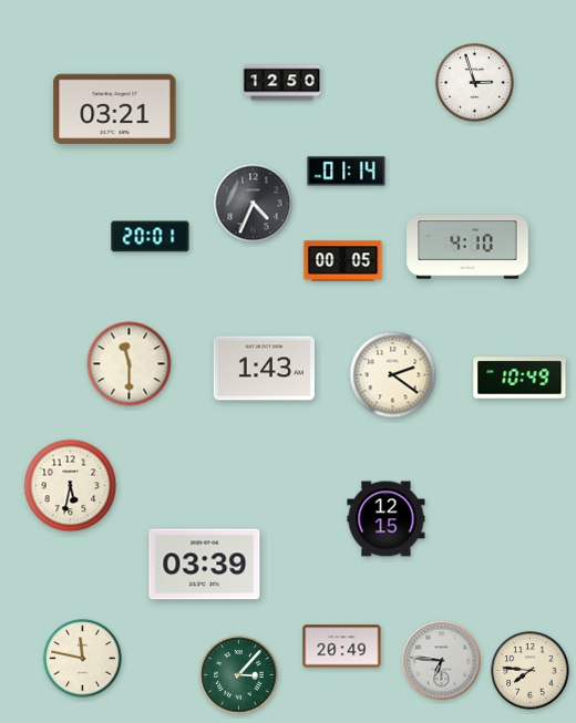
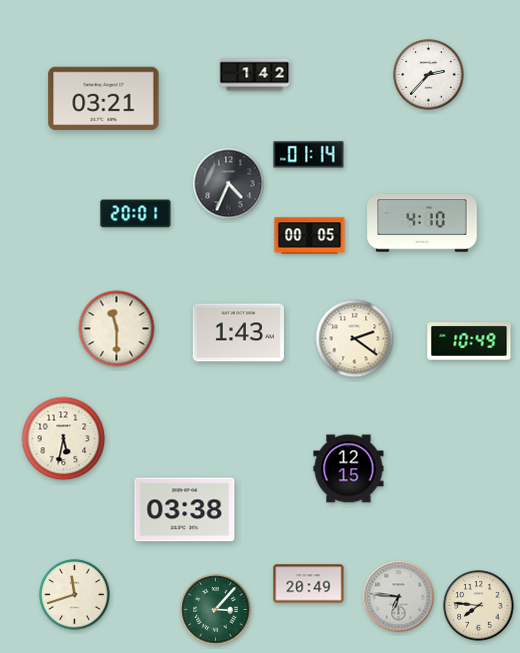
clock at (282, 83): 12:50 -> 1:42
clock at (475, 83): 2:57 -> 2:37
clock at (347, 172) position: (347, 172) -> (309, 155)
clock at (205, 565): 03:39 -> 03:38
clock at (83, 659): 11:47 -> 11:42
